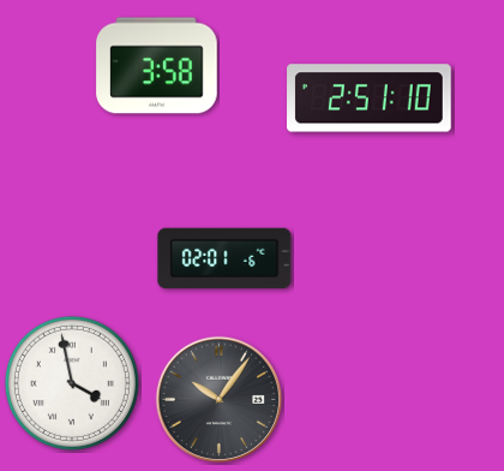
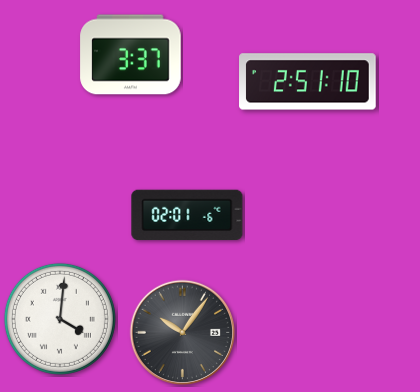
clock at (157, 66): 3:58 -> 3:37
clock at (72, 383): 3:58 -> 4:01
